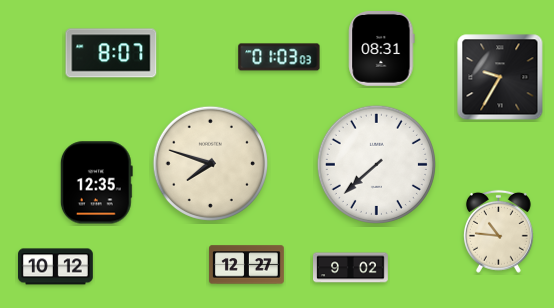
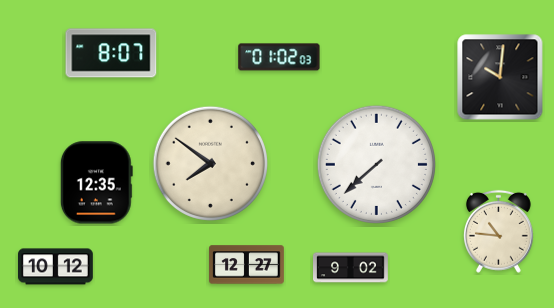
clock at (382, 49): 08:31 -> none
clock at (279, 57): 01:03 -> 01:02
clock at (500, 77): 9:35 -> 10:01
clock at (210, 163): 7:48 -> 7:51
